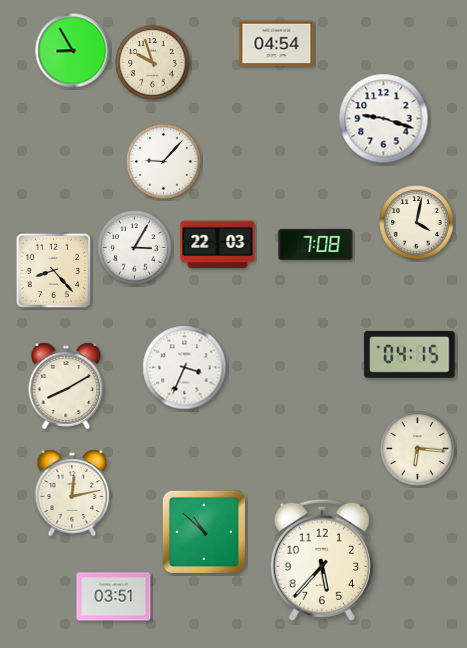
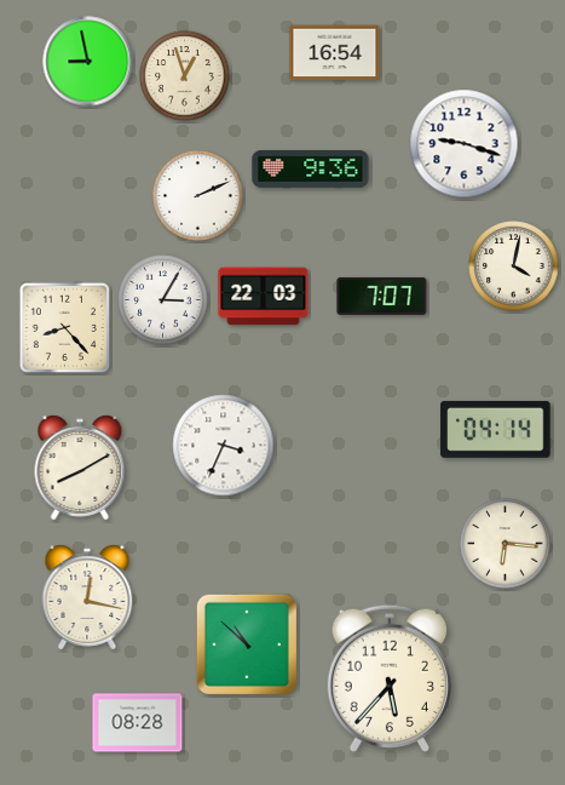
clock at (277, 44): 04:54 -> 16:54
clock at (73, 51): 8:55 -> 8:58
clock at (153, 63): 9:57 -> 12:57
clock at (311, 168): none -> 9:36
clock at (164, 162): 9:07 -> 2:11
clock at (417, 223) position: (417, 223) -> (514, 267)
clock at (316, 244): 7:08 -> 7:07
clock at (410, 354): 04:15 -> 04:14
clock at (72, 493): 12:13 -> 12:17
clock at (114, 597): 03:51 -> 08:28
